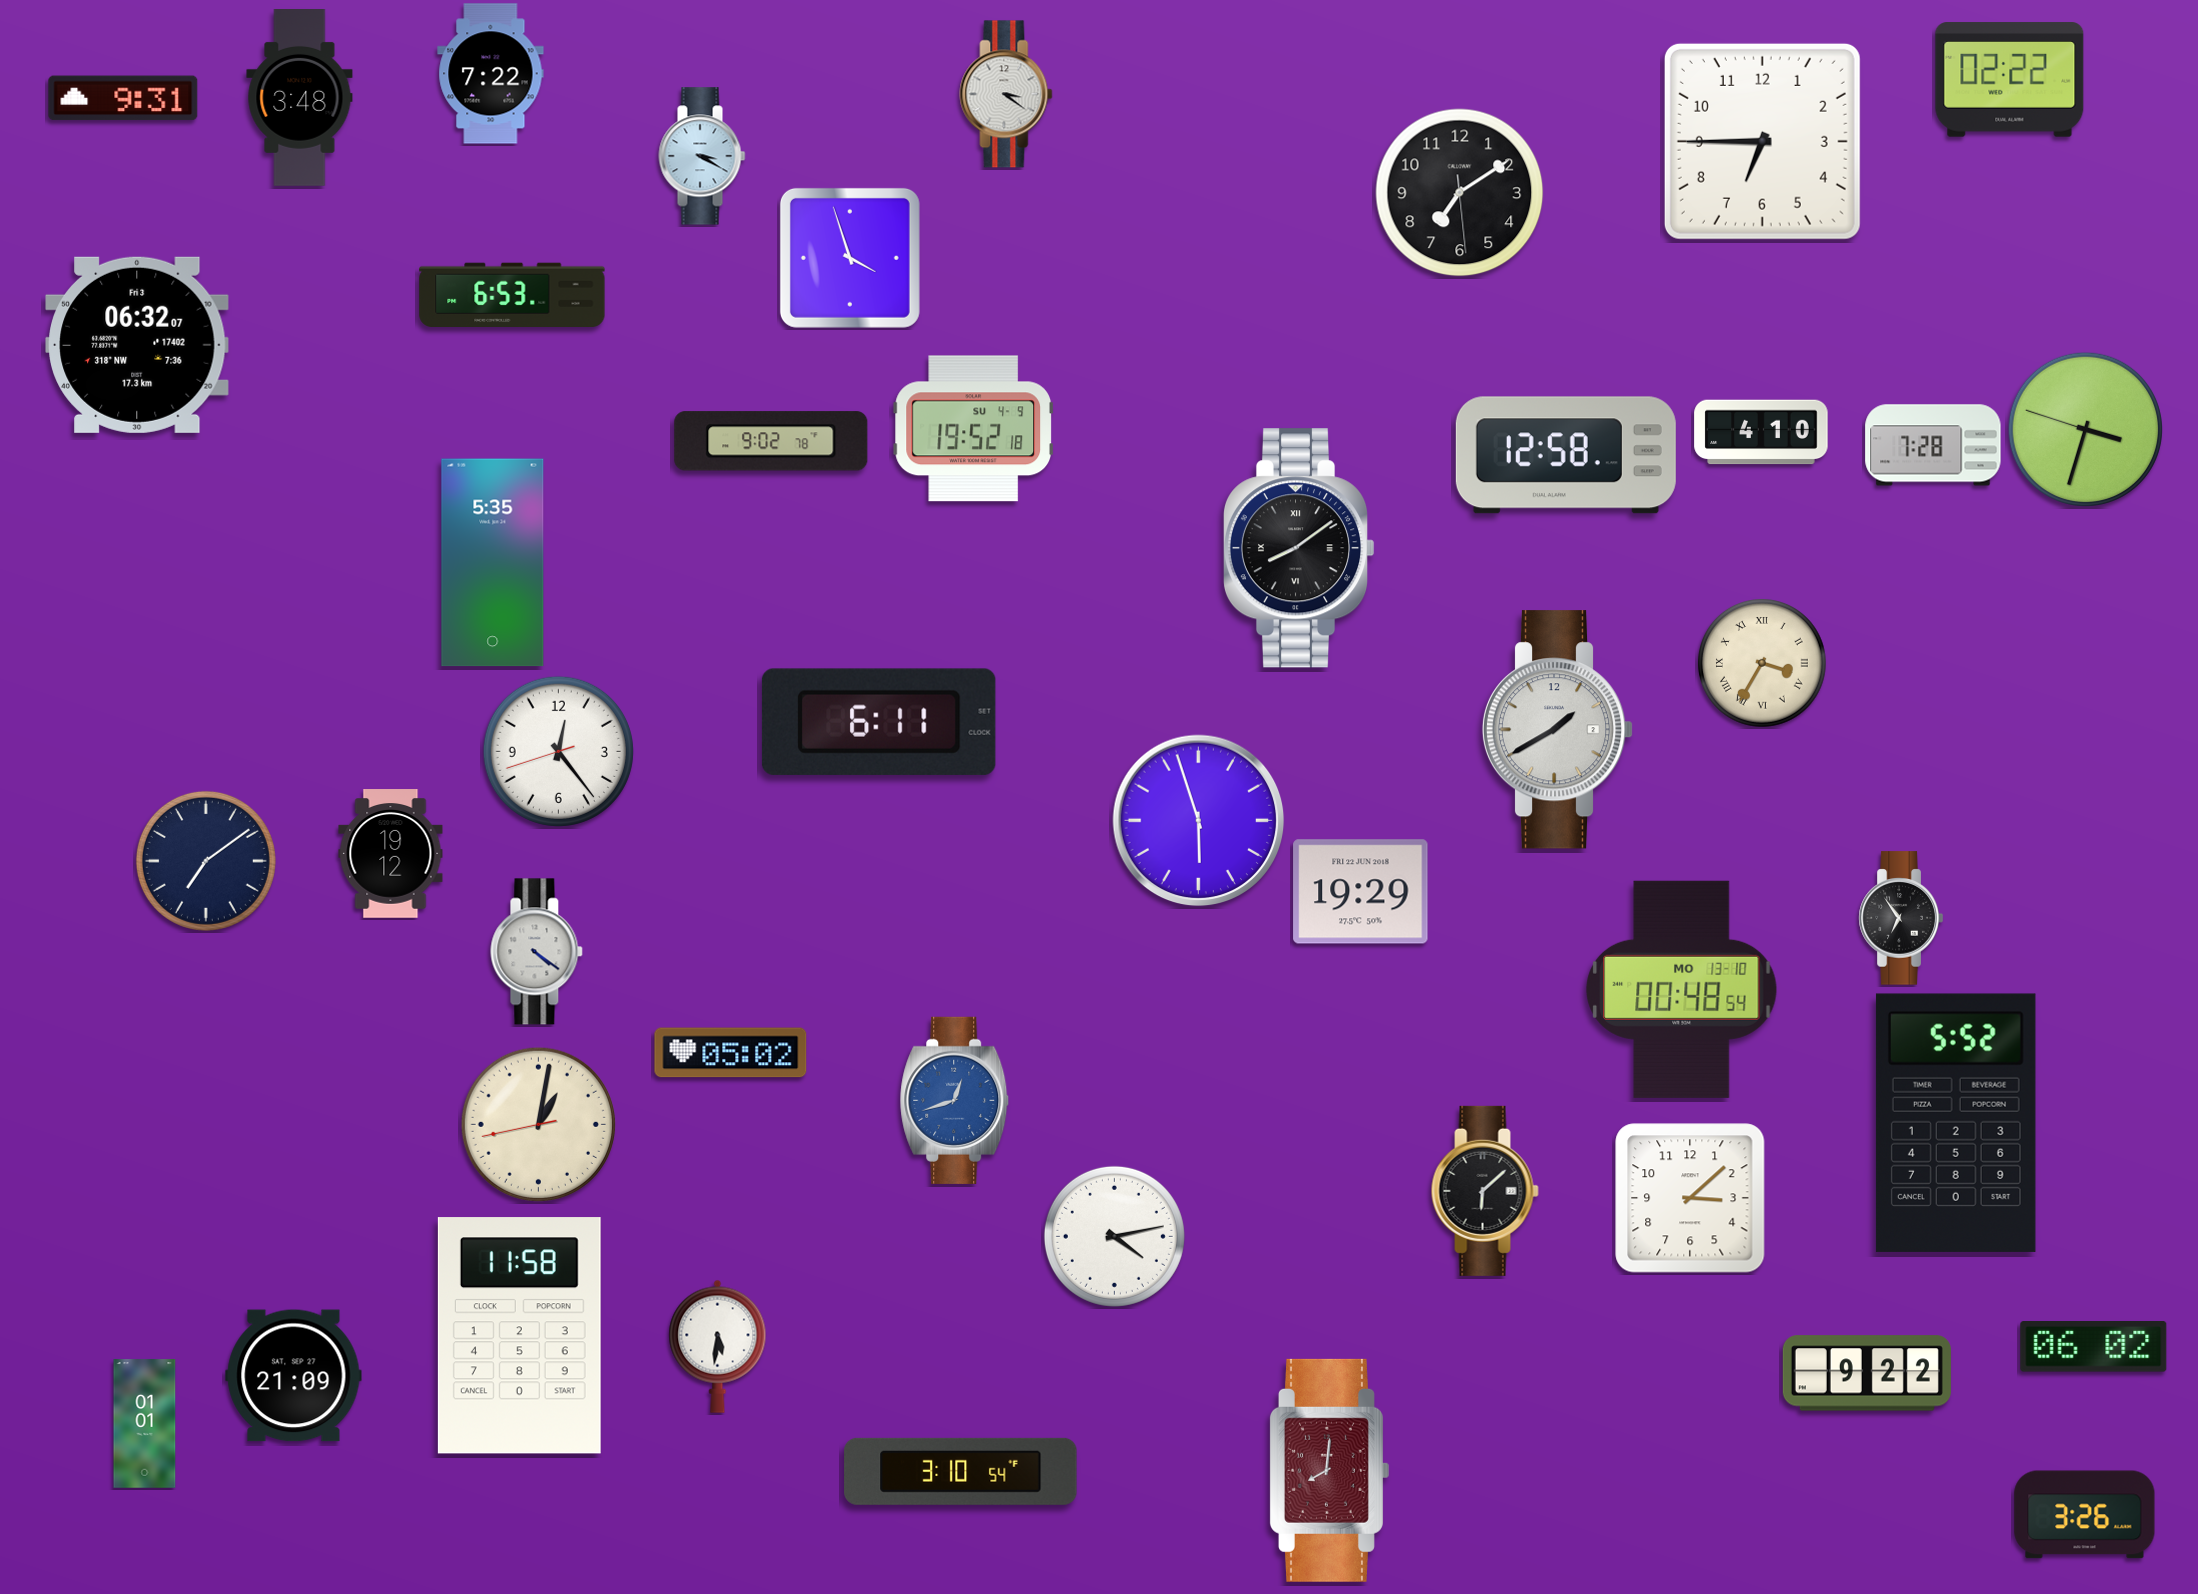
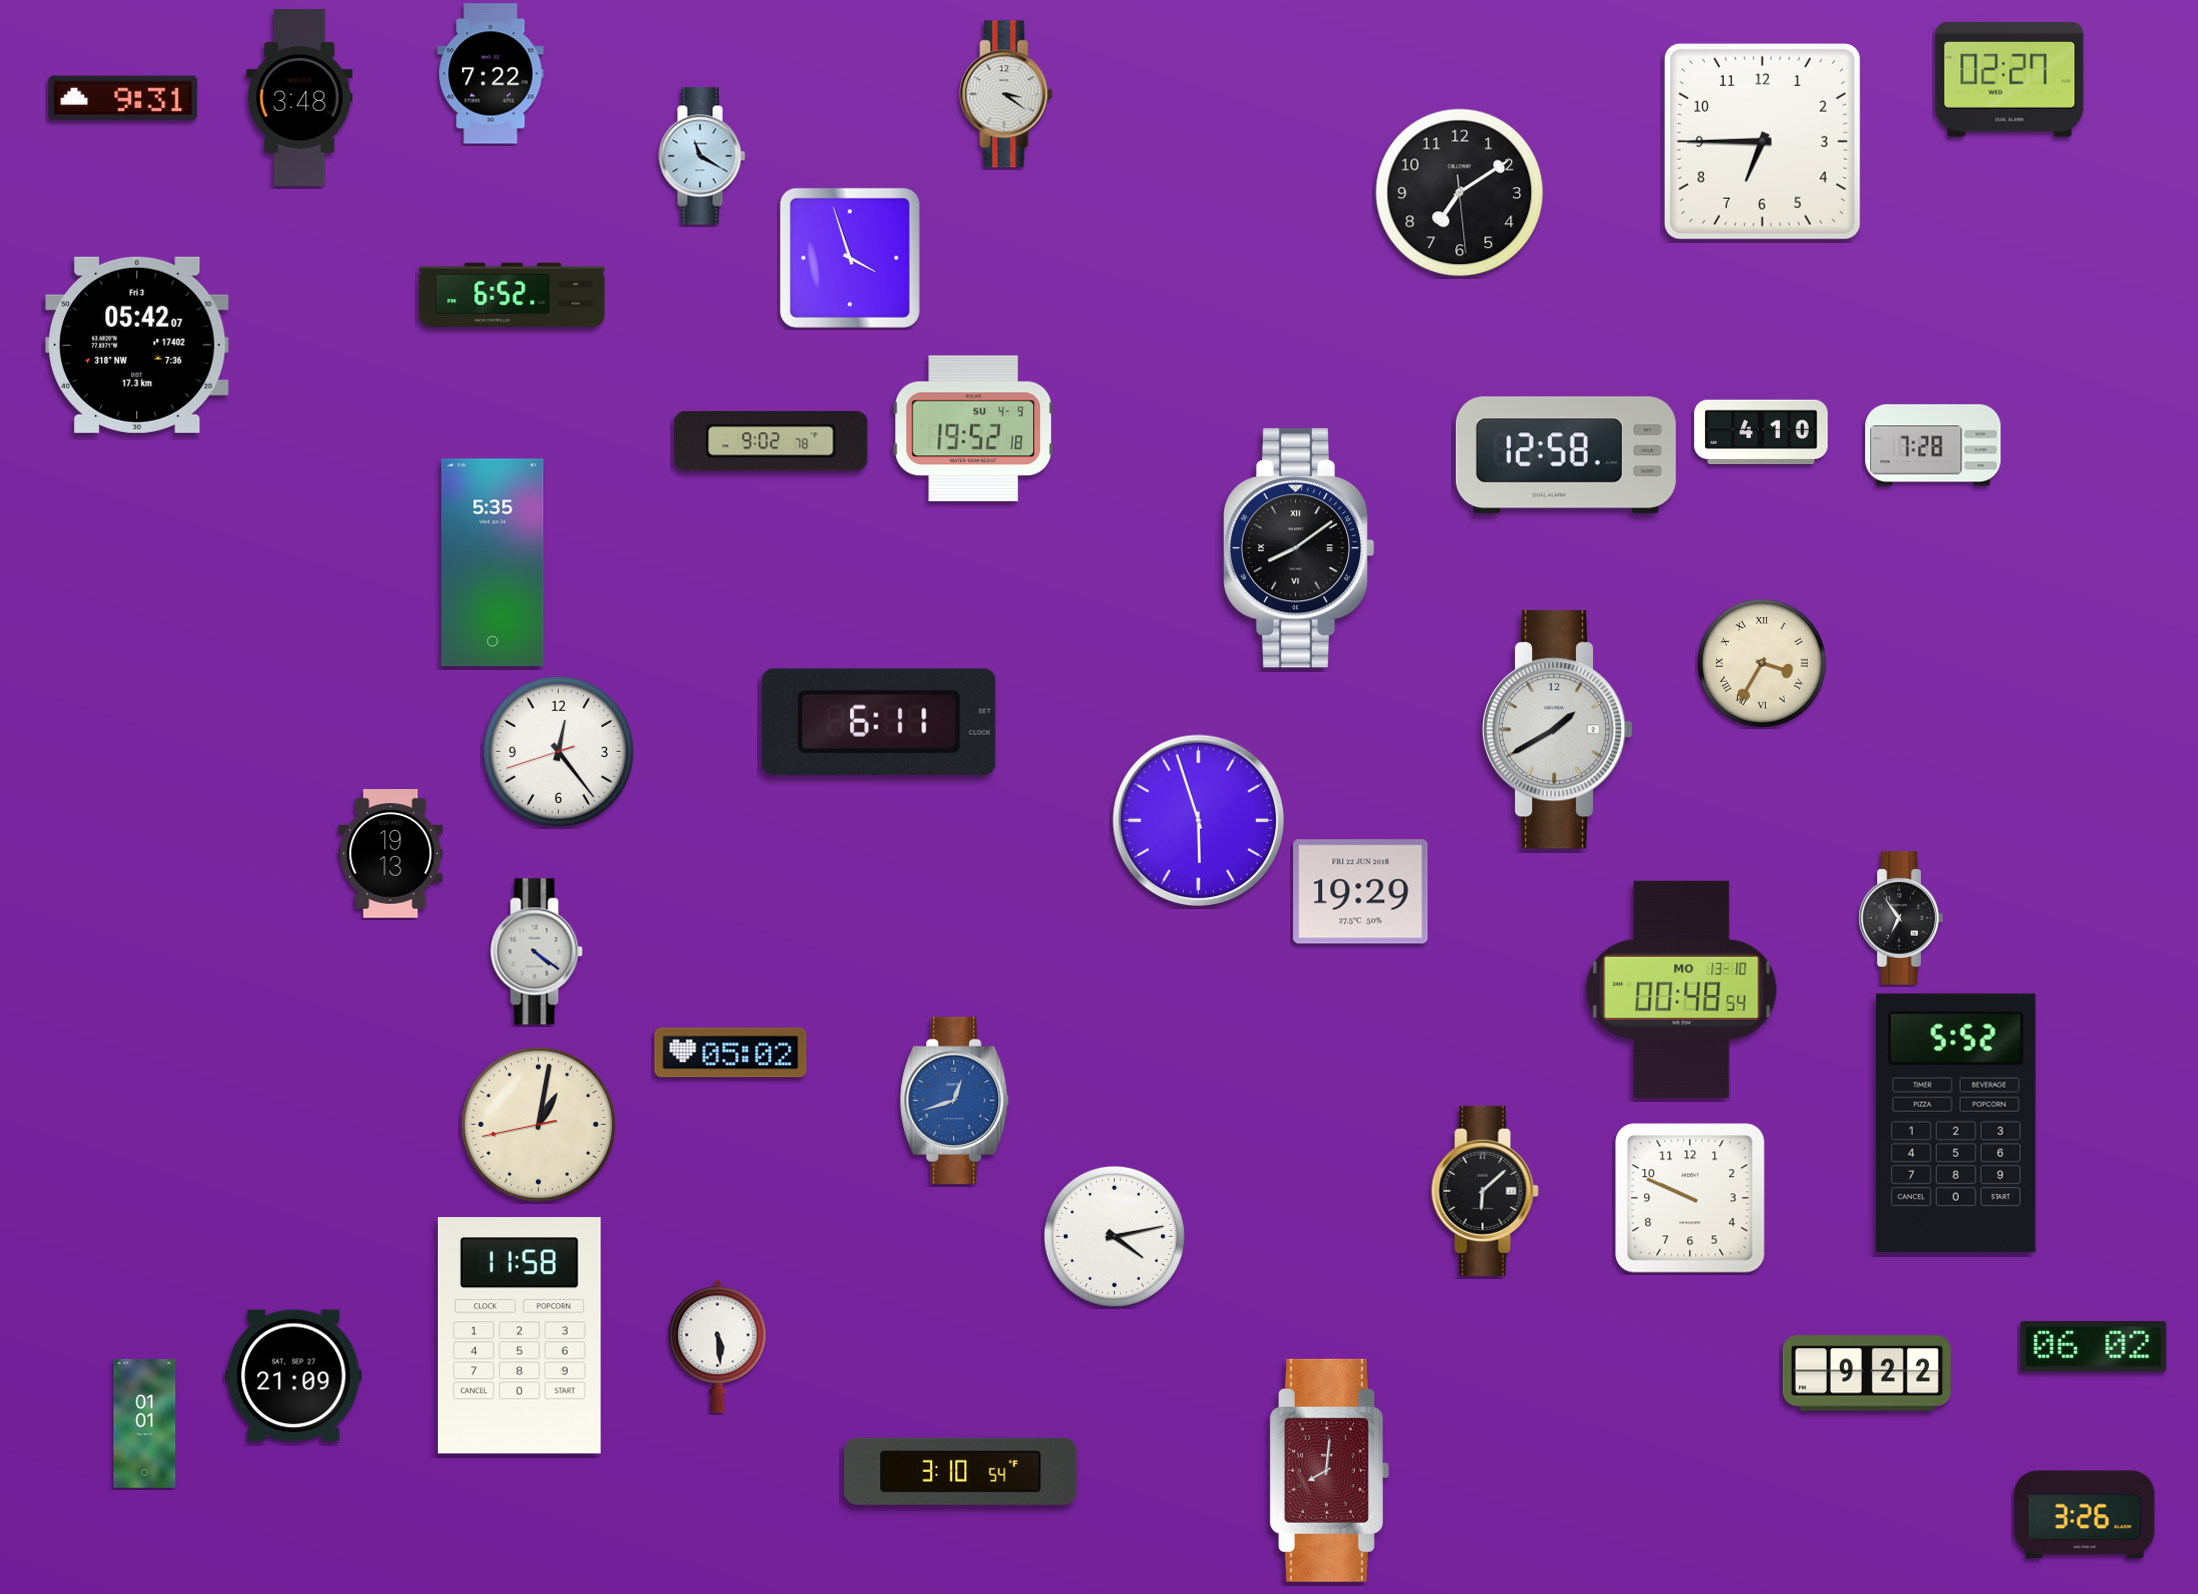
clock at (2010, 80): 02:22 -> 02:27
clock at (702, 156): 3:20 -> 11:20
clock at (512, 295): 6:53 -> 6:52
clock at (137, 345): 06:32 -> 05:42
clock at (2085, 429): 3:32 -> none
clock at (391, 854): 19:12 -> 19:13
clock at (206, 861): 7:09 -> none
clock at (1690, 1198): 3:08 -> 9:49
clock at (718, 1346): 5:31 -> 5:29
